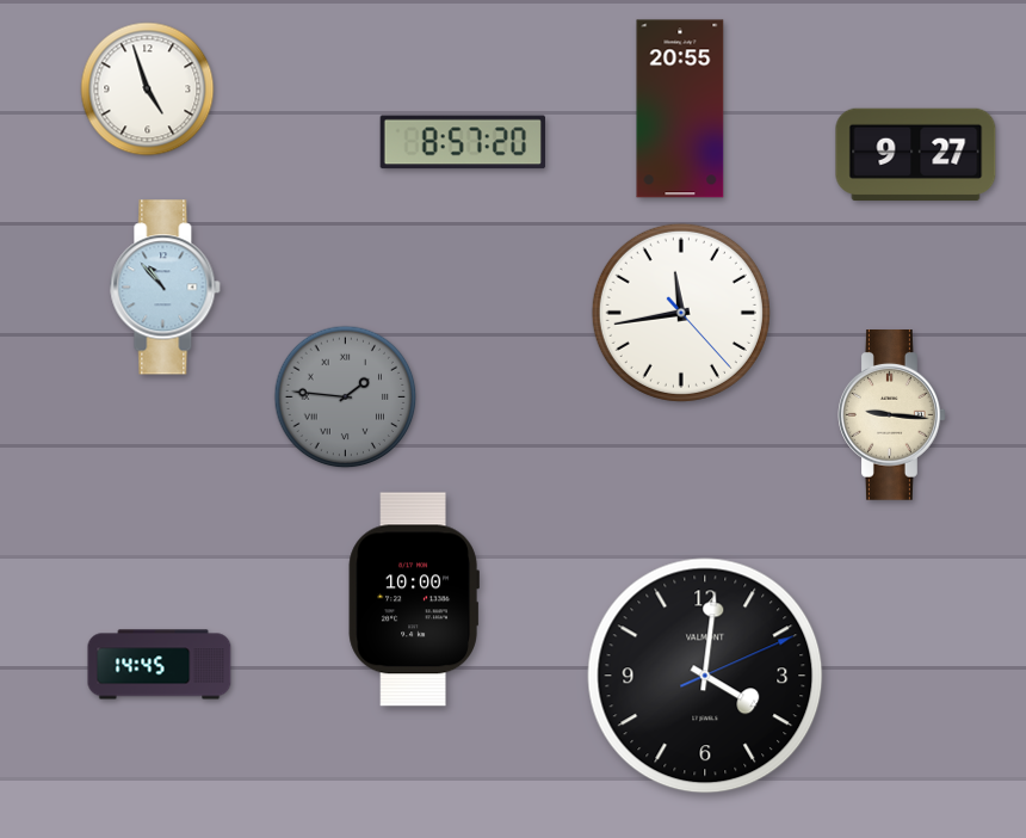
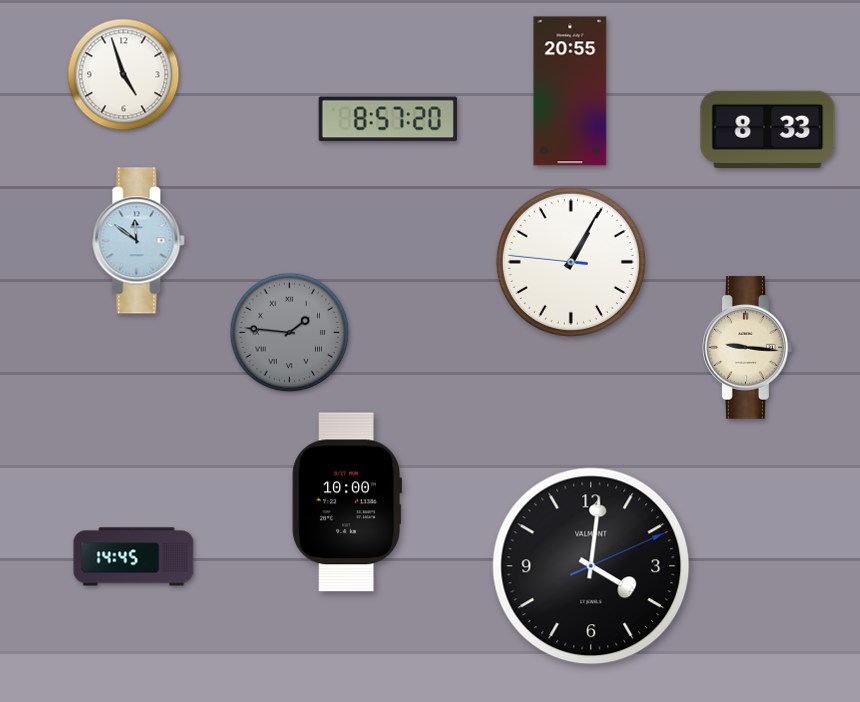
clock at (916, 155): 9:27 -> 8:33
clock at (166, 288): 10:53 -> 11:51
clock at (681, 313): 11:43 -> 1:04
